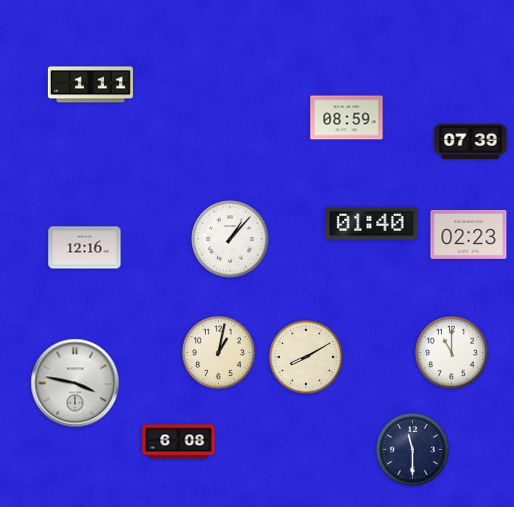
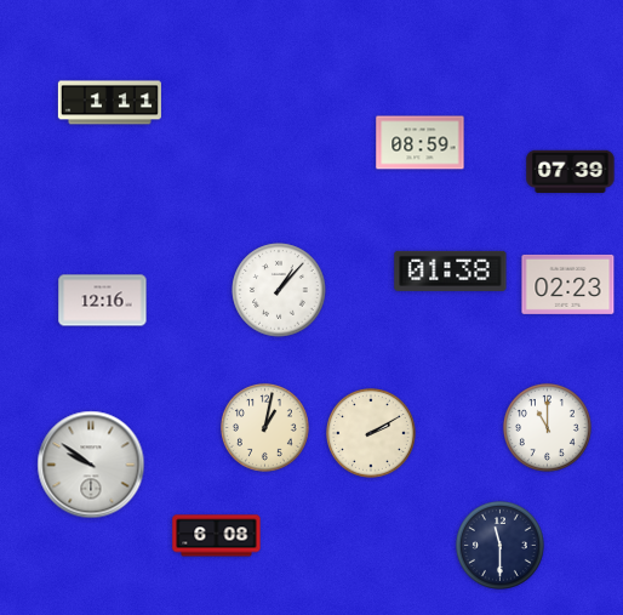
clock at (372, 223): 01:40 -> 01:38
clock at (307, 358): 8:10 -> 2:10
clock at (75, 383): 3:47 -> 9:51
